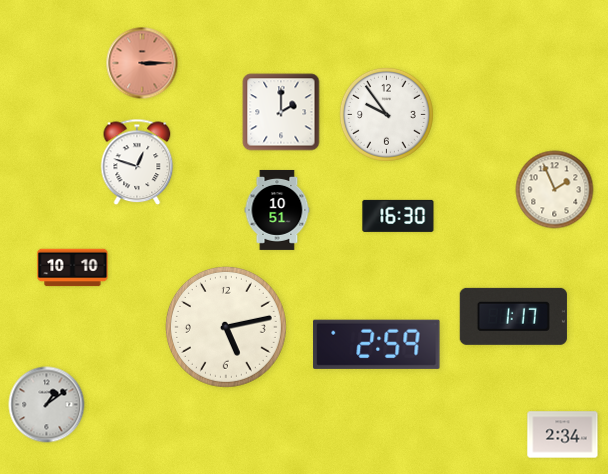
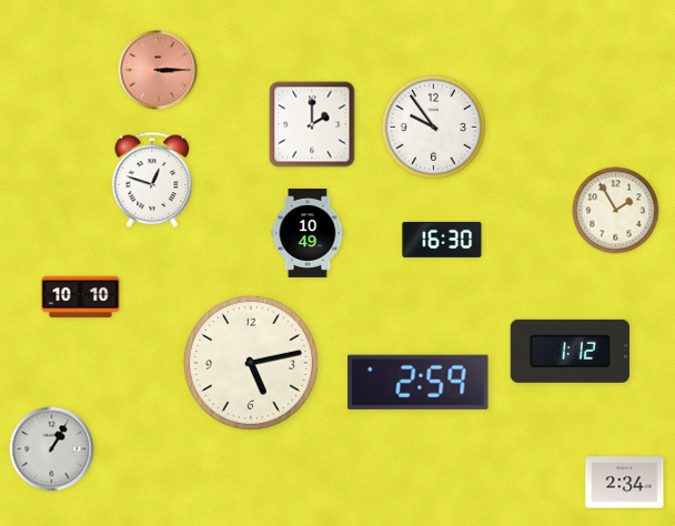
clock at (386, 114) position: (386, 114) -> (433, 127)
clock at (555, 190): 1:56 -> 1:55
clock at (277, 210): 10:51 -> 10:49
clock at (513, 316): 1:17 -> 1:12
clock at (47, 405): 1:09 -> 1:05
